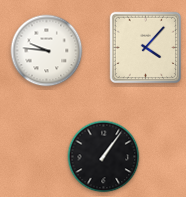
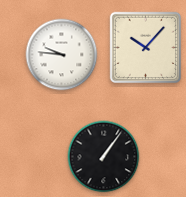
clock at (146, 48): 4:07 -> 10:07
clock at (47, 51) position: (47, 51) -> (62, 55)
